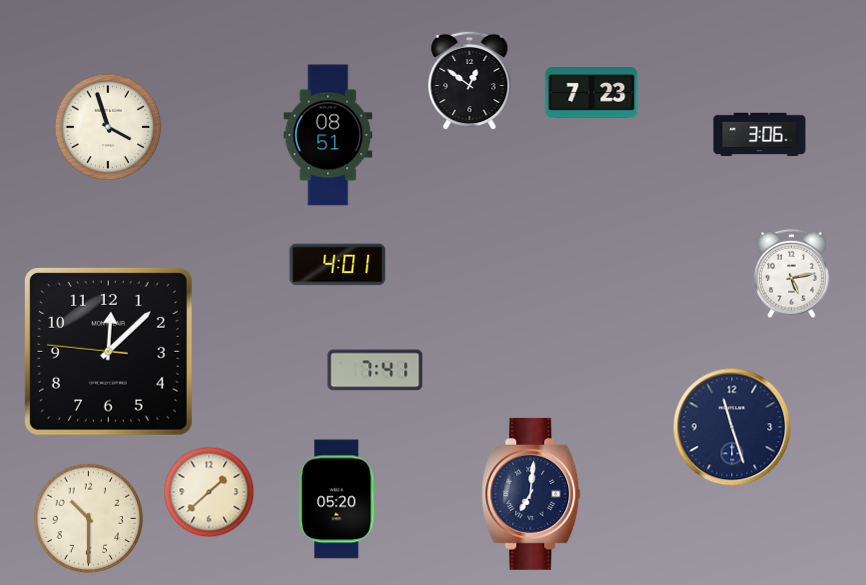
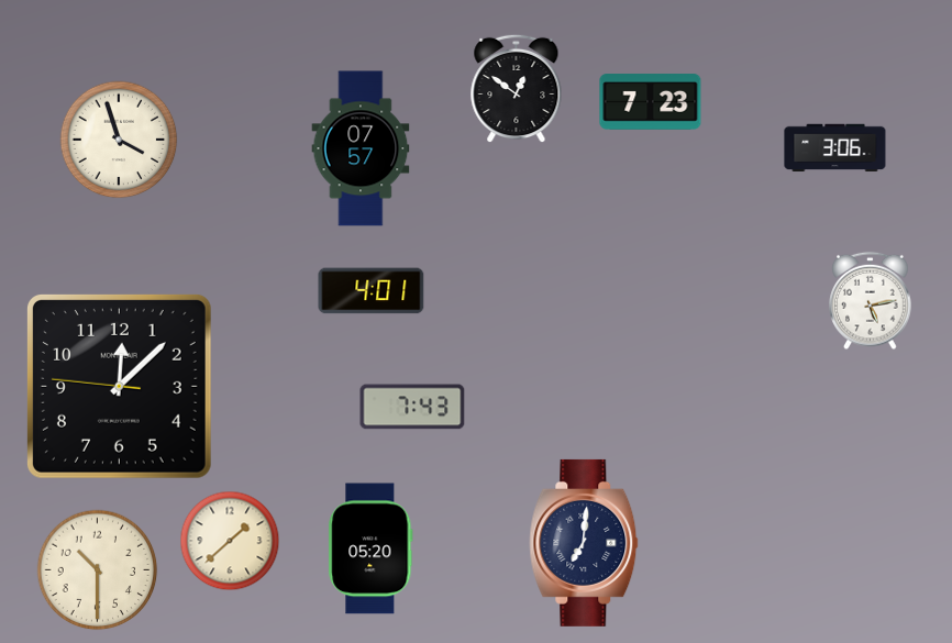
clock at (328, 135): 08:51 -> 07:57
clock at (375, 370): 7:41 -> 7:43
clock at (732, 427): 11:27 -> none
